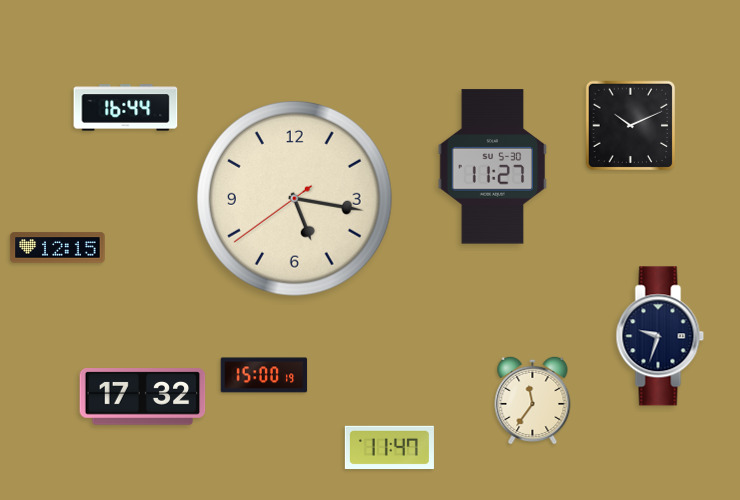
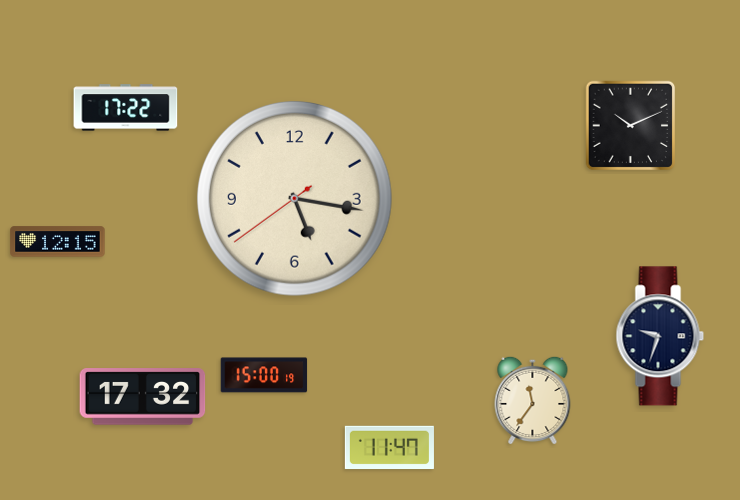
clock at (126, 108): 16:44 -> 17:22
clock at (493, 167): 11:27 -> none
clock at (58, 248) position: (58, 248) -> (58, 242)
